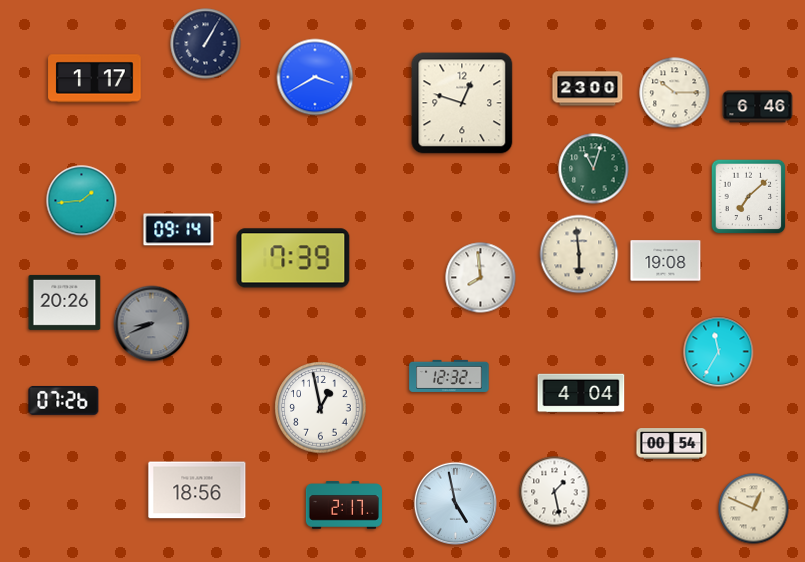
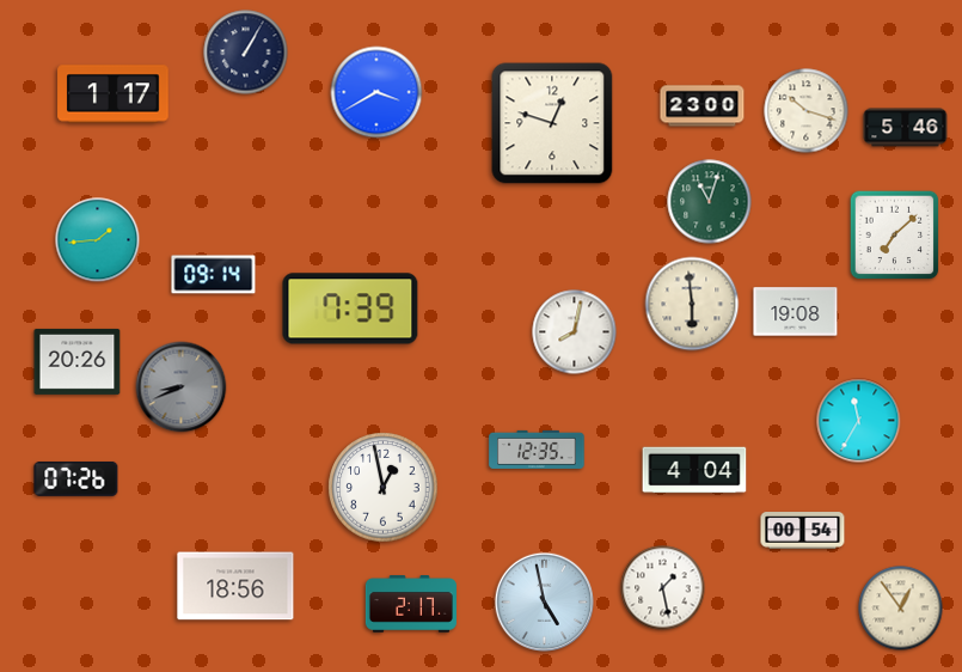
clock at (675, 93): 10:15 -> 10:18
clock at (758, 107): 6:46 -> 5:46
clock at (481, 278): 7:59 -> 8:02
clock at (449, 376): 12:32 -> 12:35
clock at (754, 509): 12:49 -> 12:54
